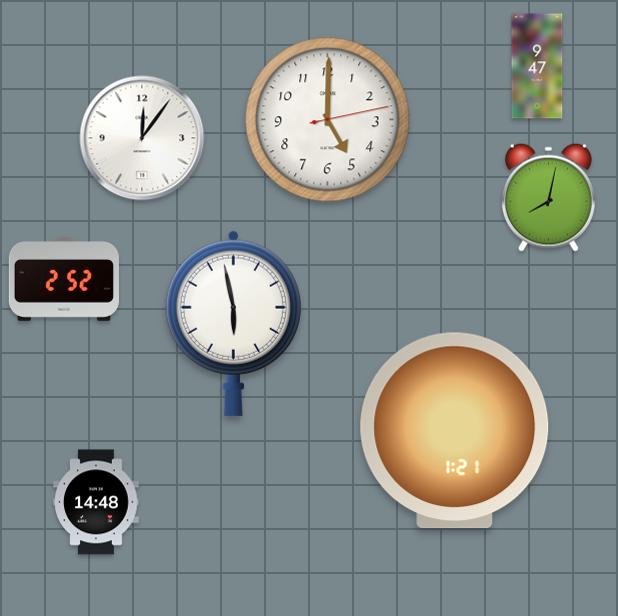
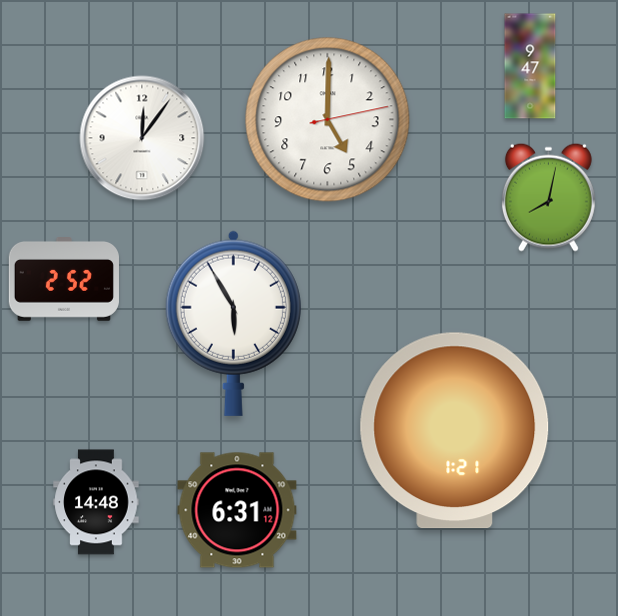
clock at (537, 66) position: (537, 66) -> (530, 66)
clock at (233, 323): 5:58 -> 5:55
clock at (237, 510): none -> 6:31
